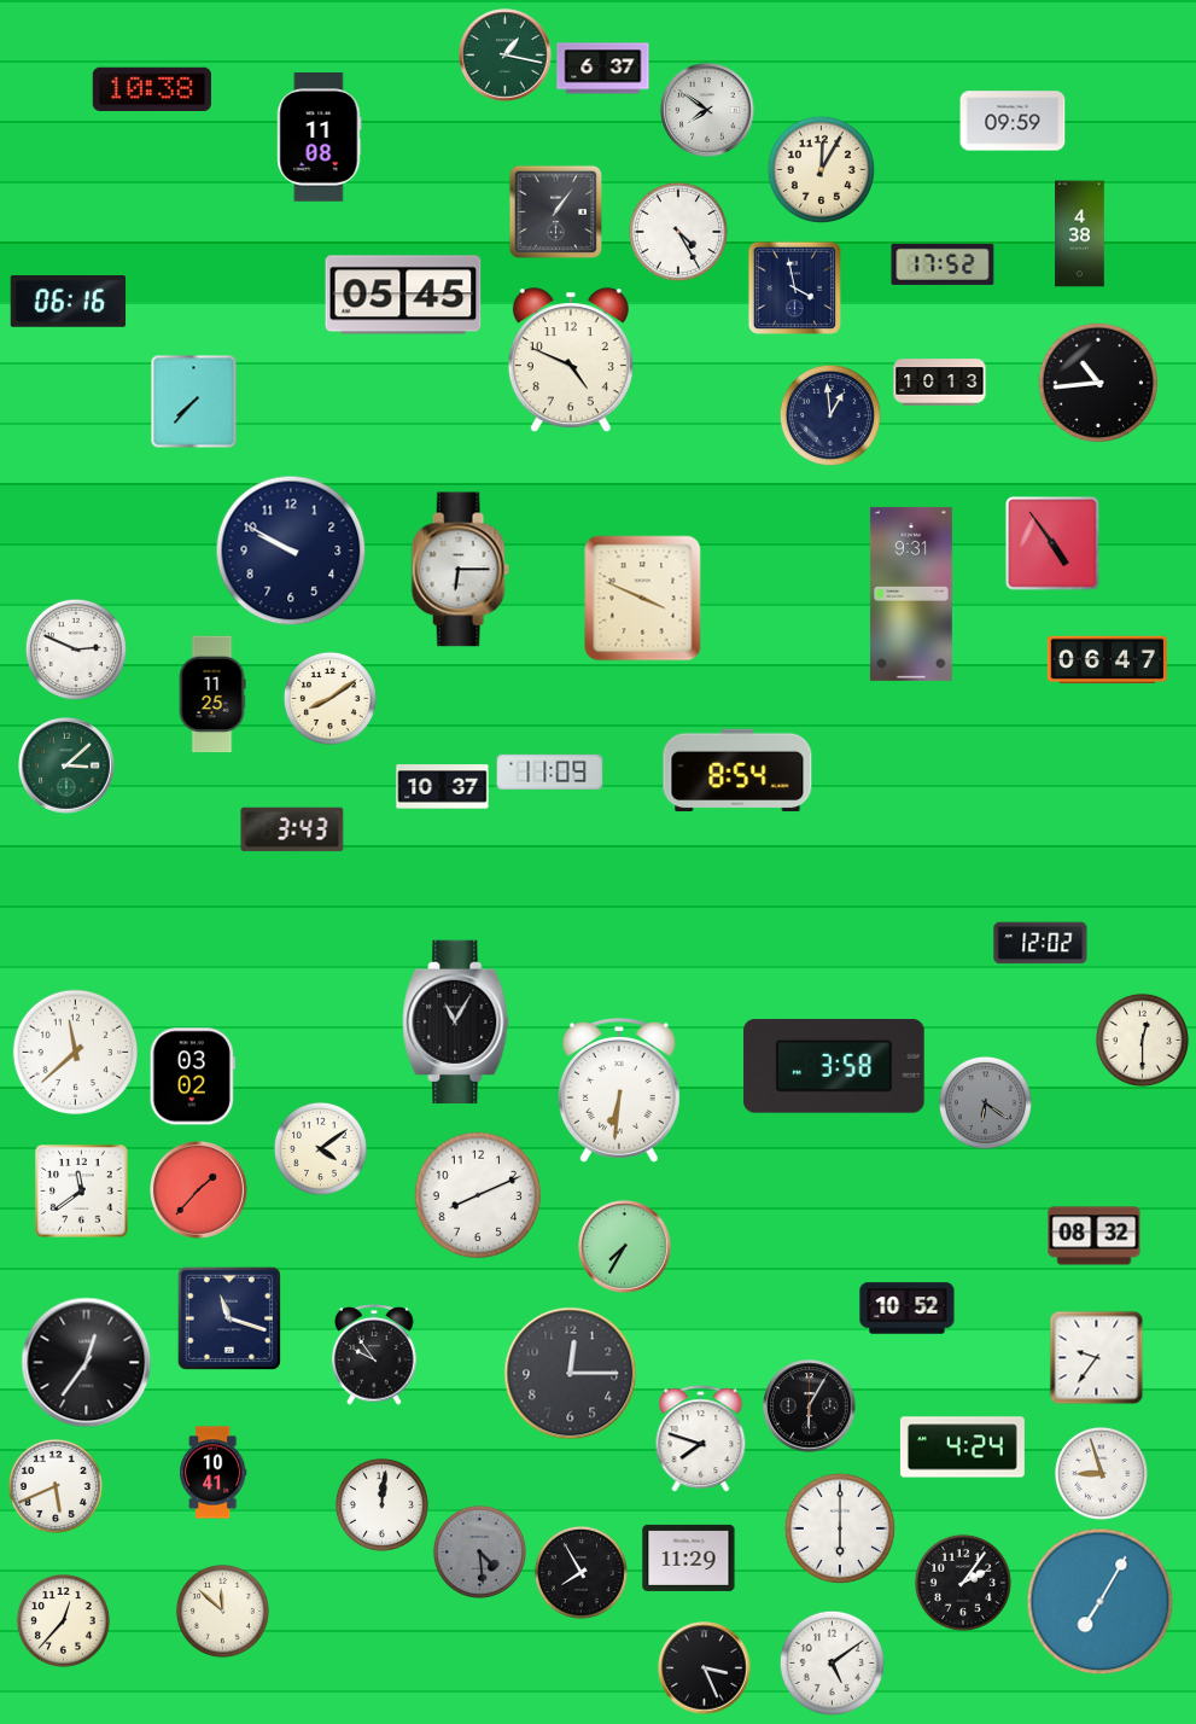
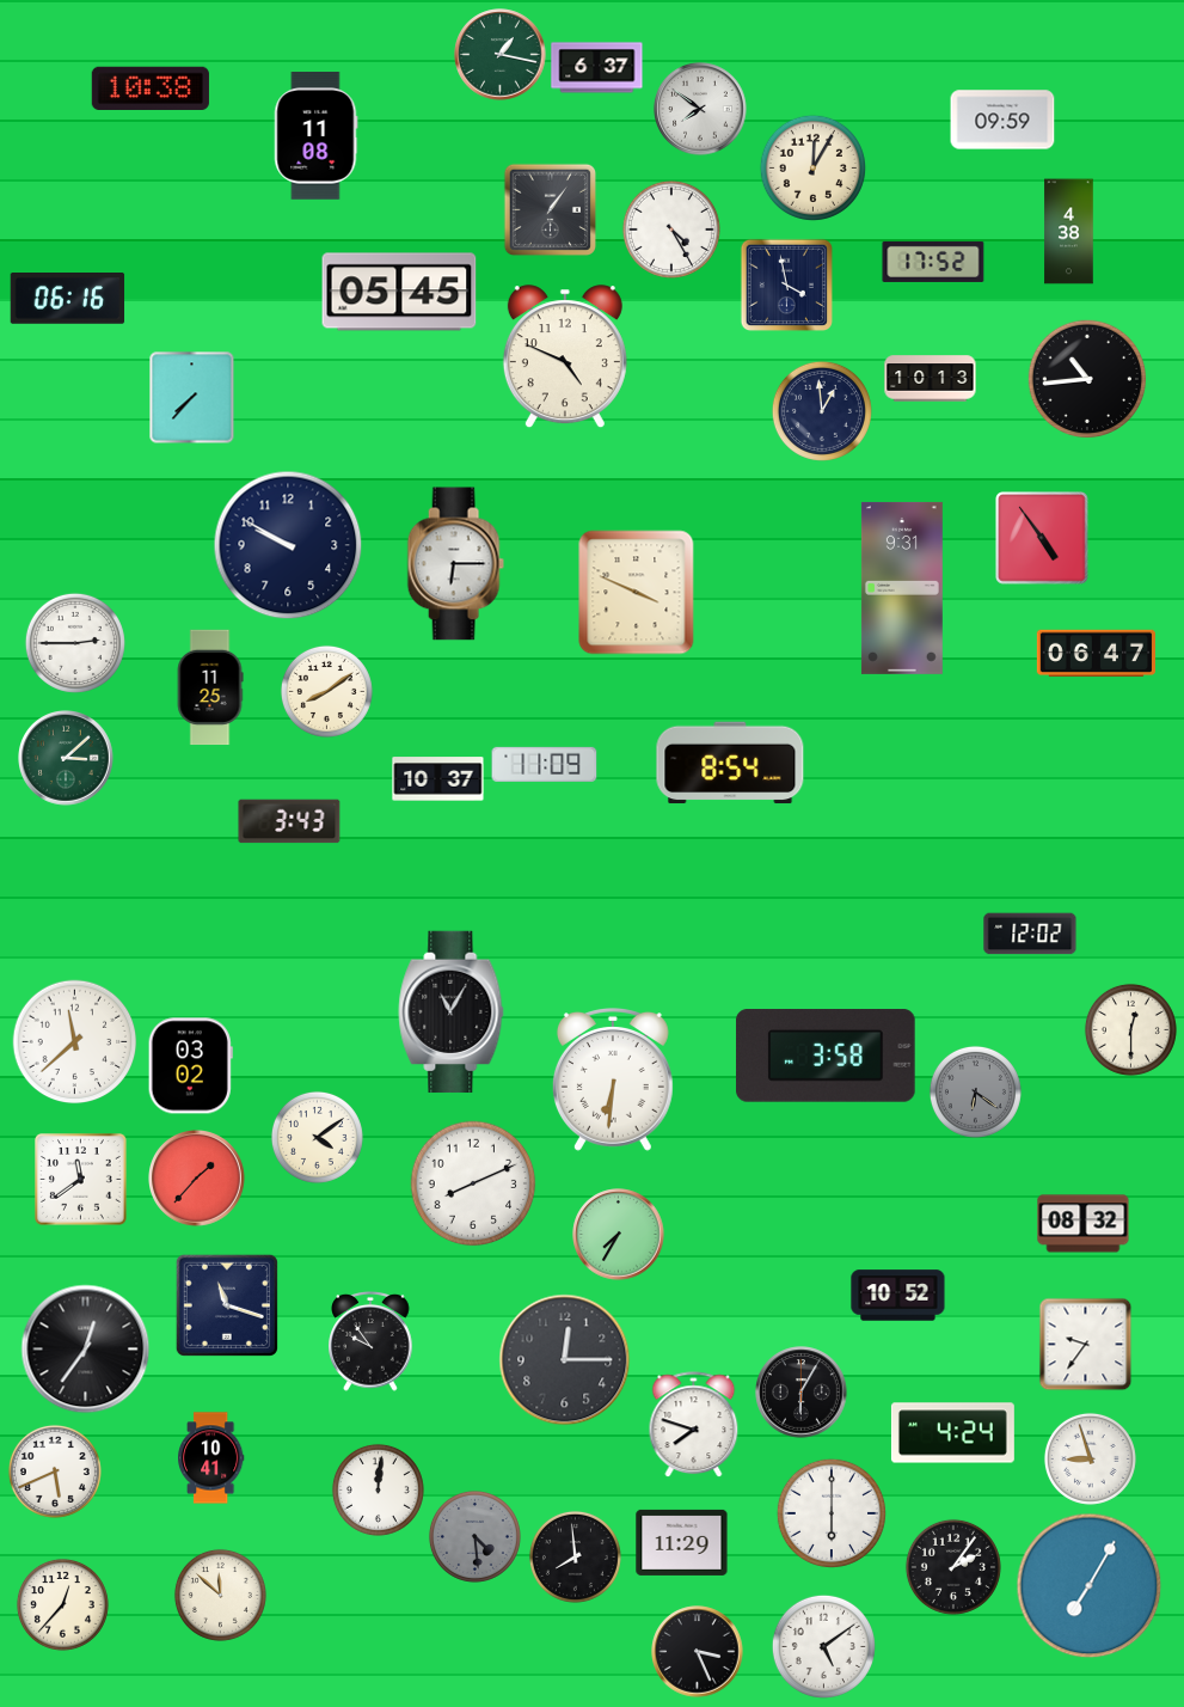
clock at (76, 650): 2:49 -> 2:45
clock at (581, 1572): 7:55 -> 7:59
